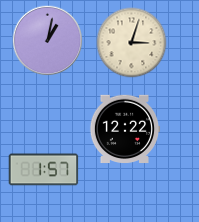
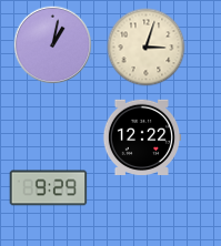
clock at (125, 129) position: (125, 129) -> (142, 137)
clock at (44, 170): 1:57 -> 9:29
